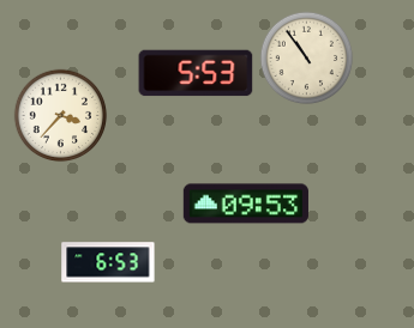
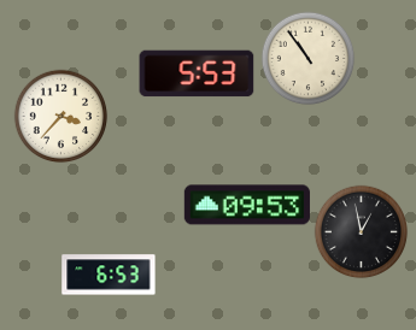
clock at (361, 231): none -> 12:58
clock at (108, 262) position: (108, 262) -> (109, 275)
